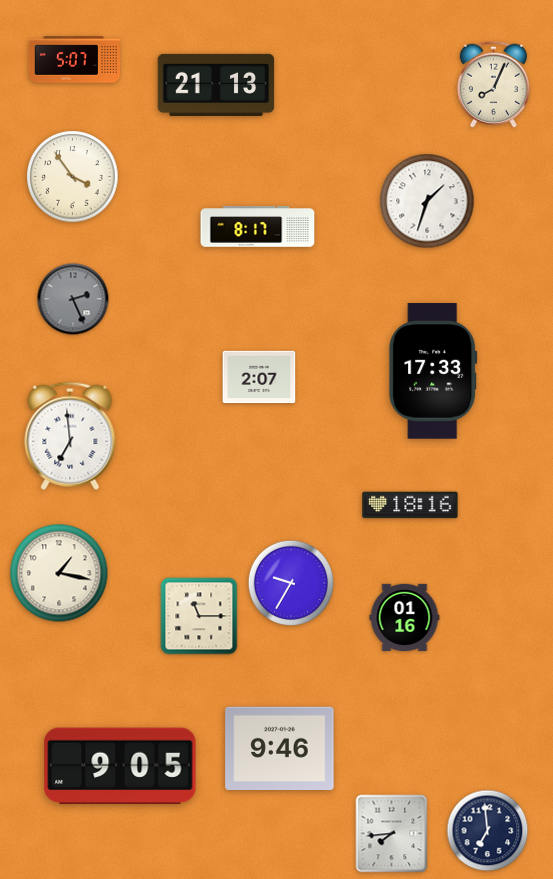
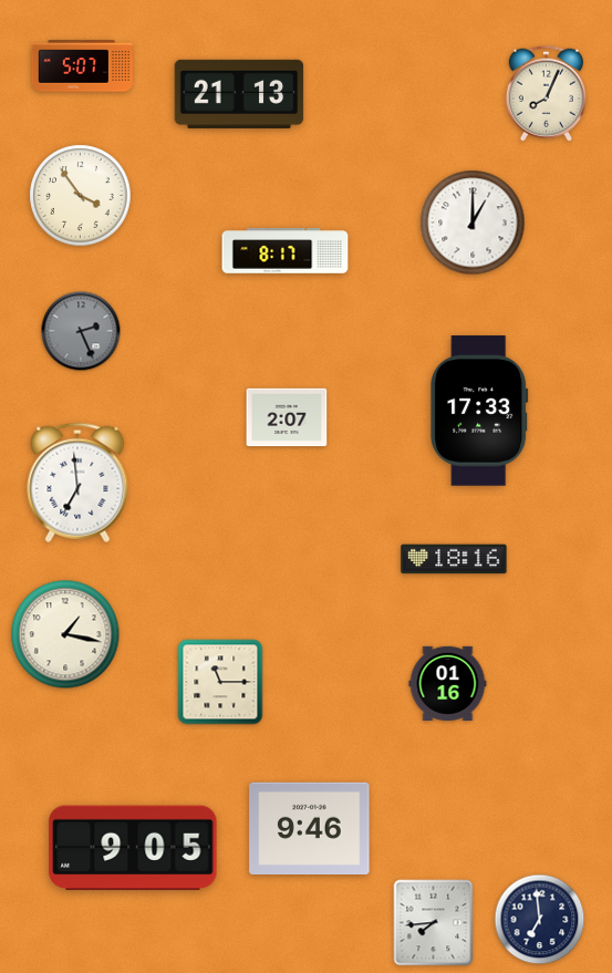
clock at (427, 201): 1:33 -> 1:00
clock at (290, 582): 9:35 -> none
